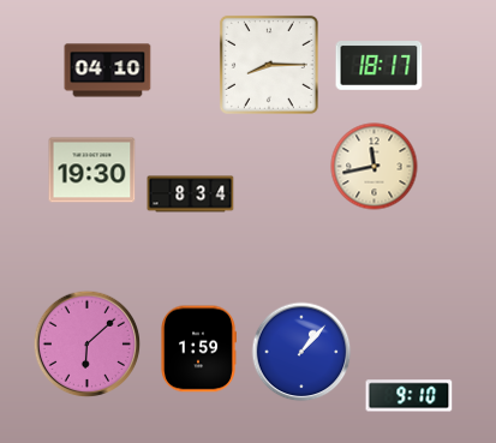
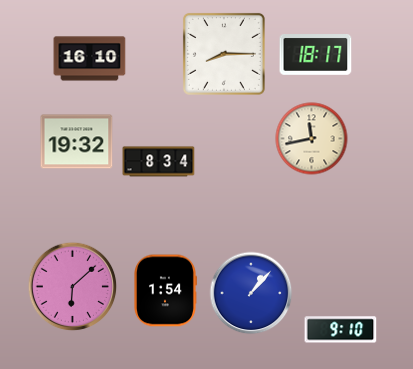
clock at (108, 71): 04:10 -> 16:10
clock at (92, 170): 19:30 -> 19:32
clock at (199, 349): 1:59 -> 1:54
